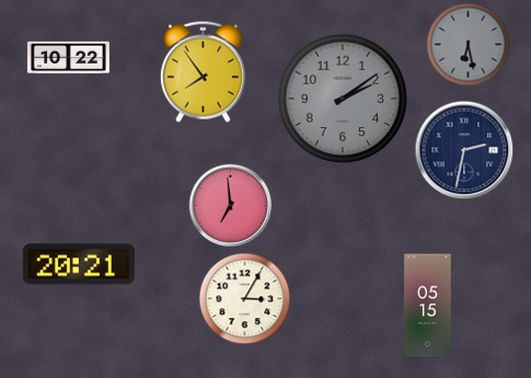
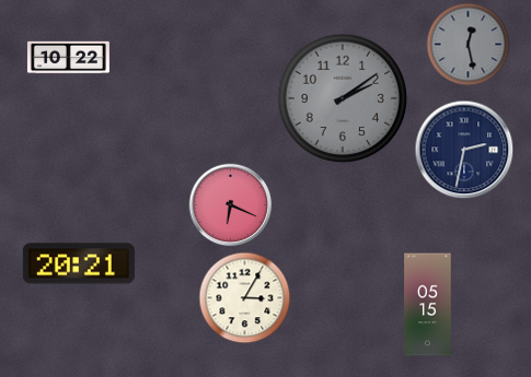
clock at (469, 45): 6:28 -> 12:28
clock at (203, 71): 7:54 -> none
clock at (231, 206): 6:59 -> 6:19
